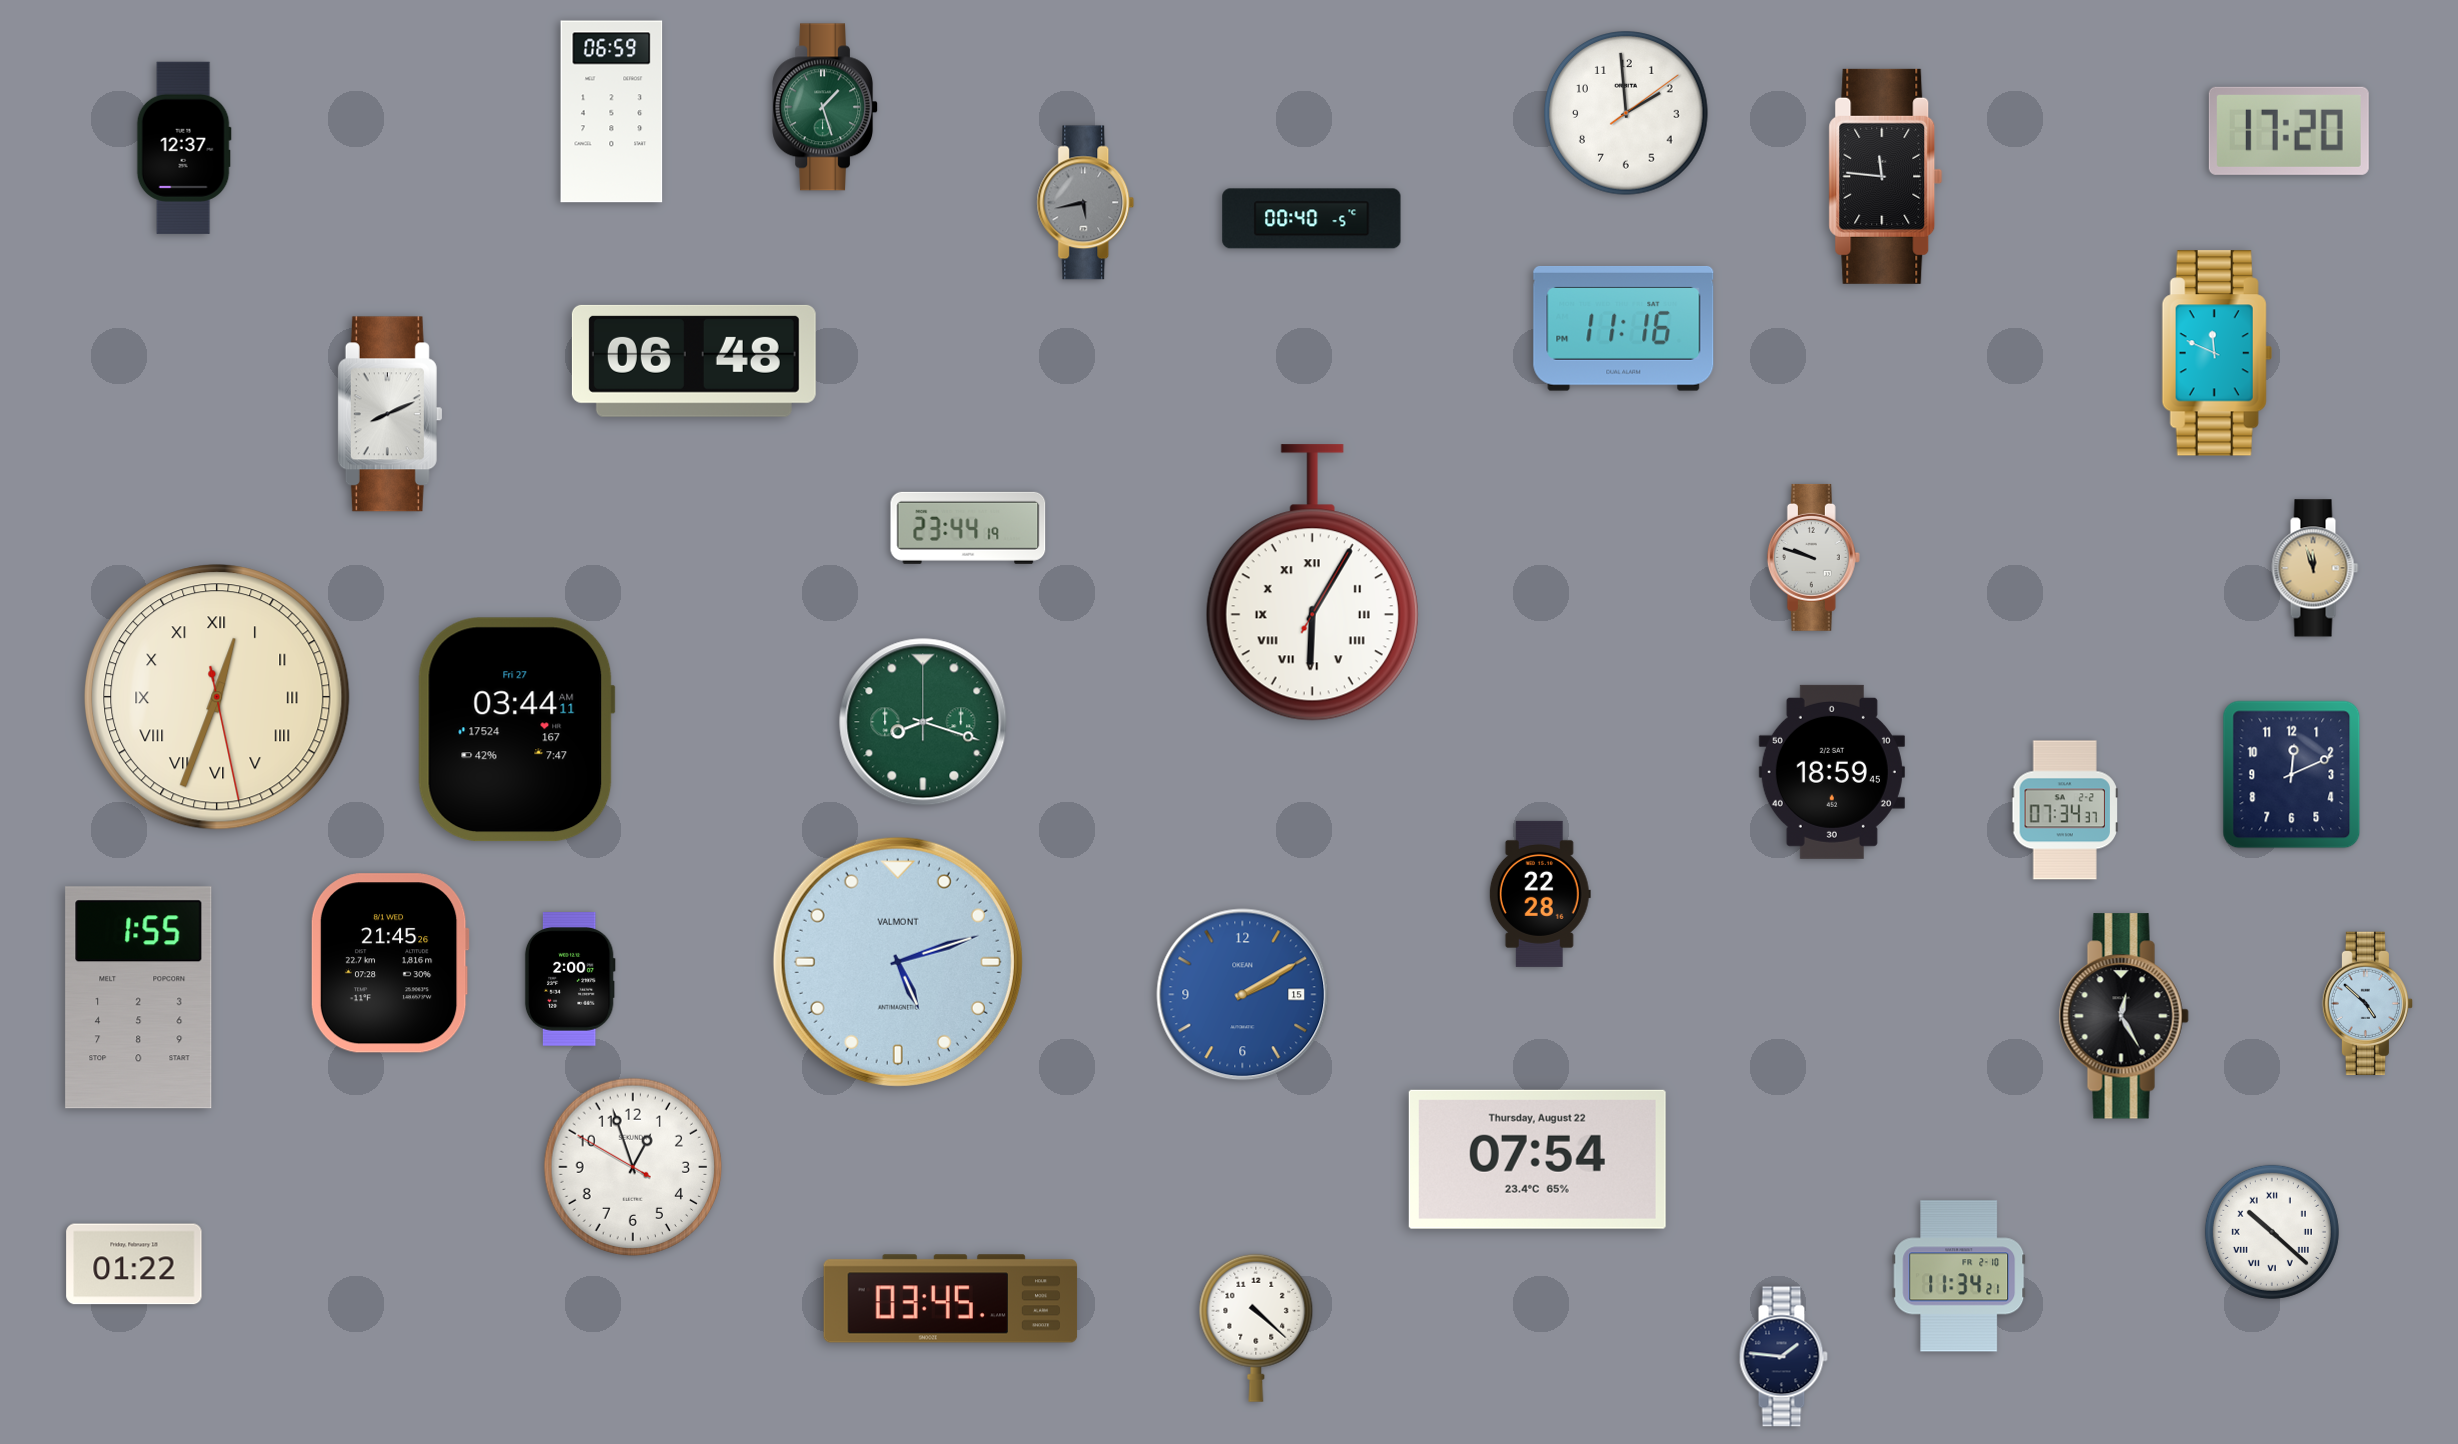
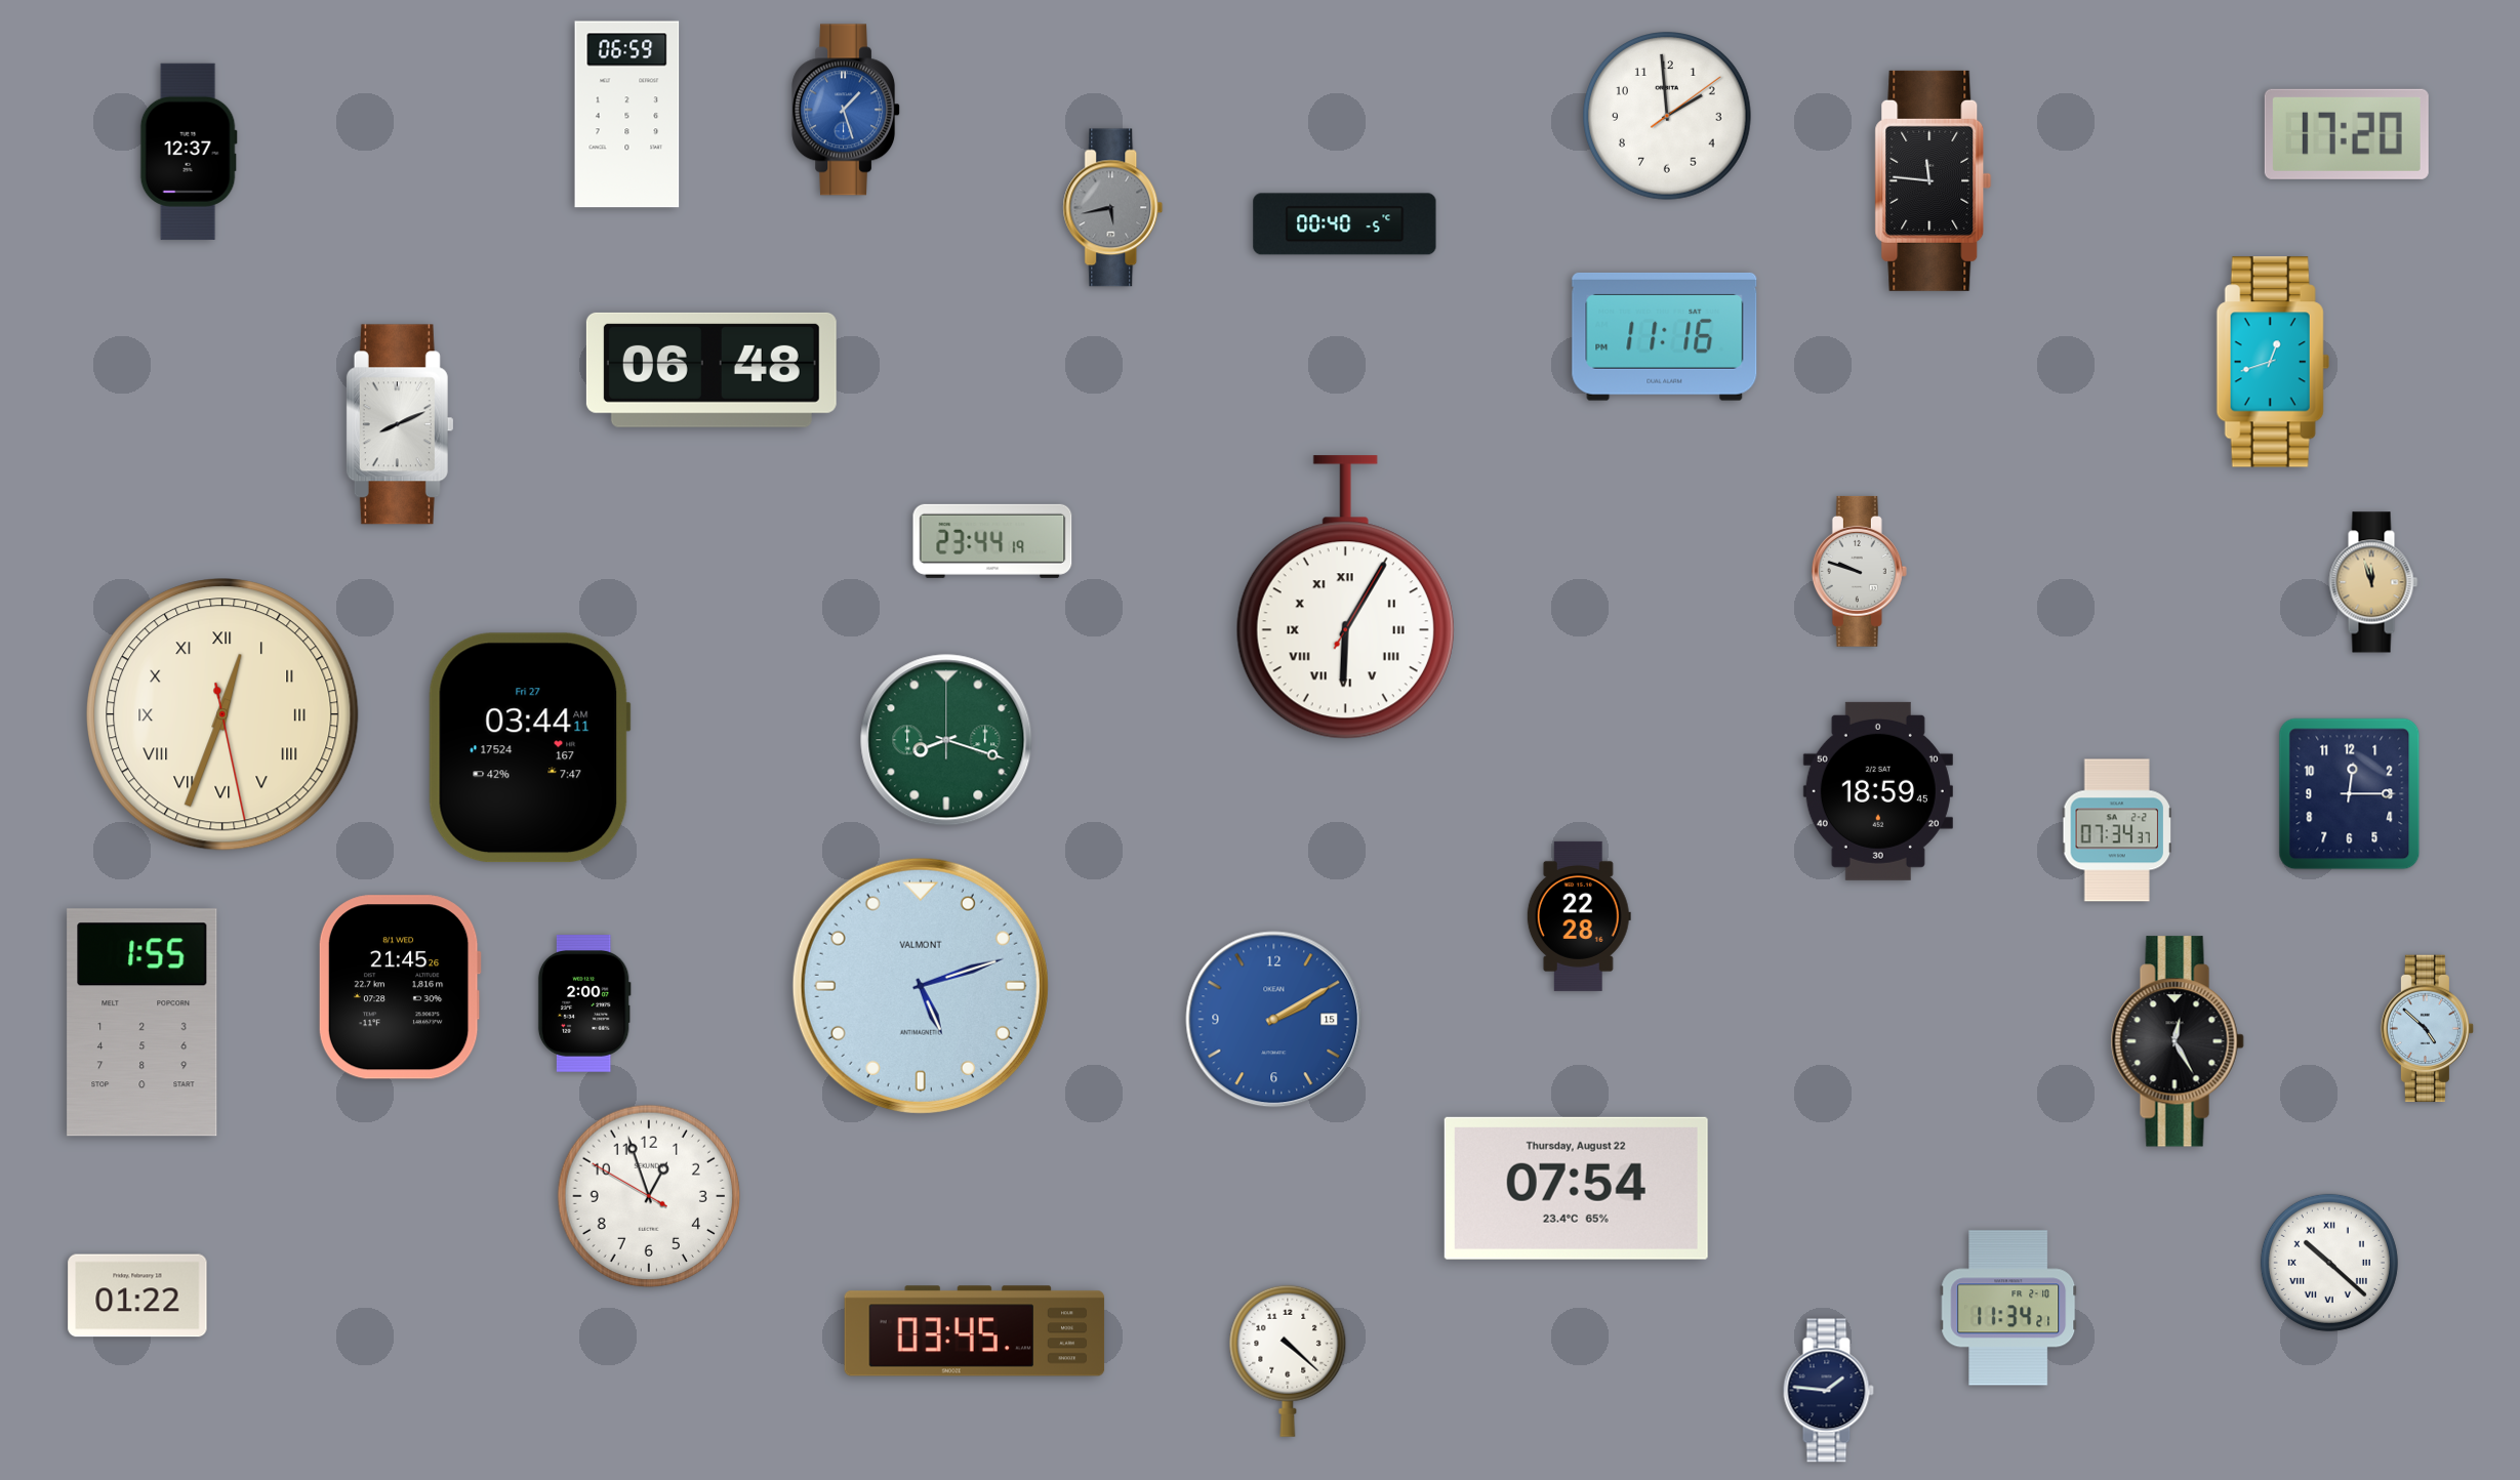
clock at (826, 107) dial: green -> blue
clock at (2217, 353): 11:49 -> 12:42
clock at (2292, 775): 12:11 -> 12:15
